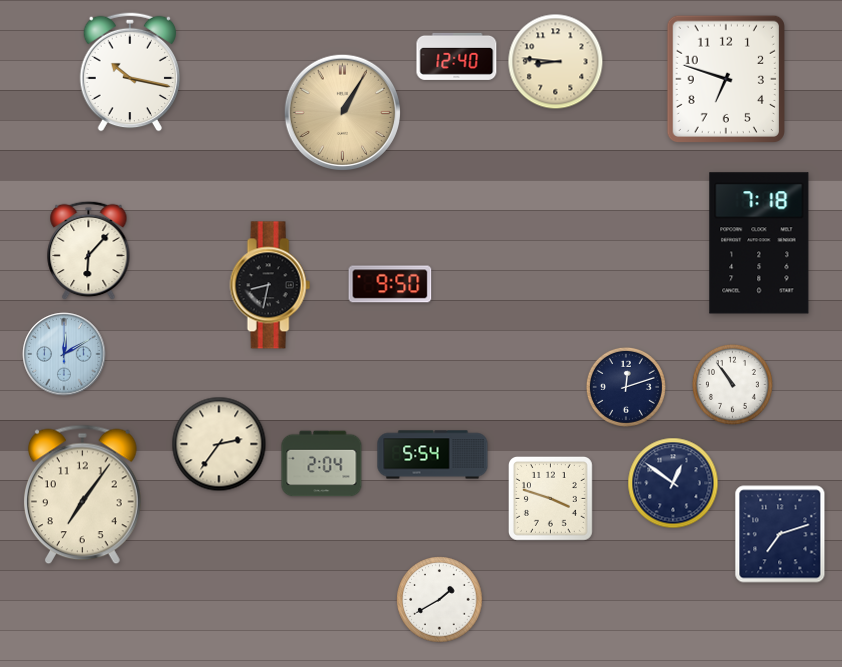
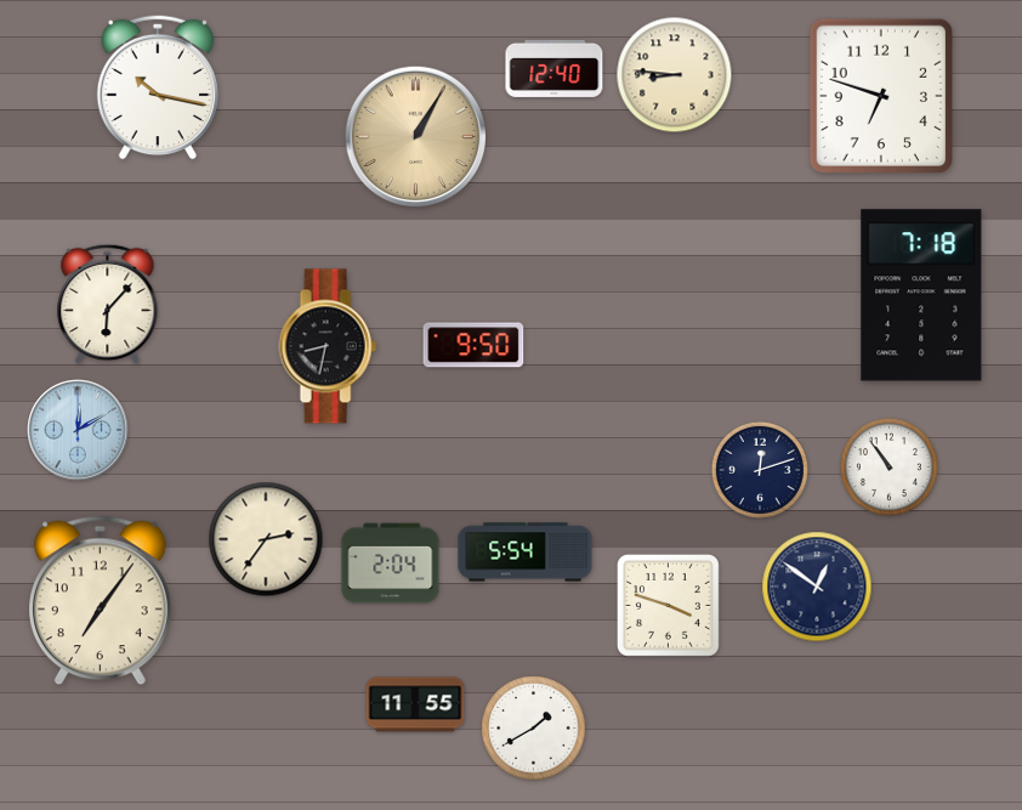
clock at (780, 534): 7:12 -> none
clock at (415, 704): none -> 11:55
